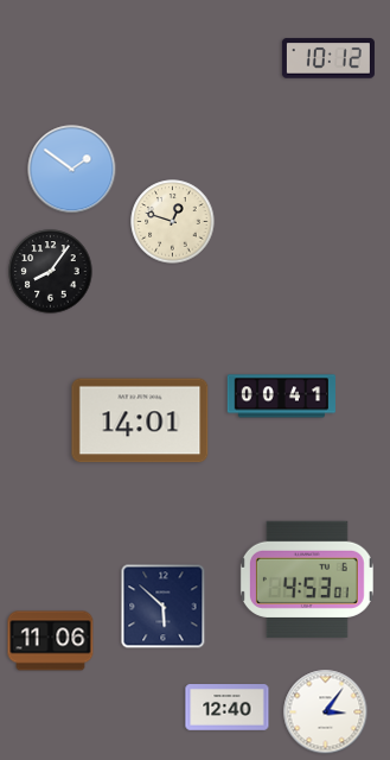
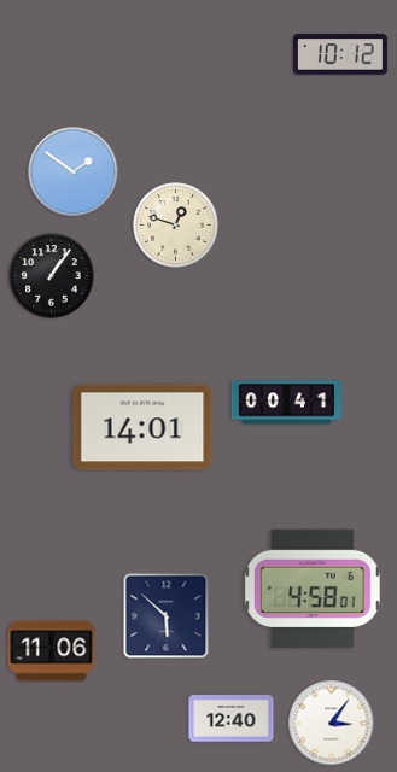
clock at (328, 58) position: (328, 58) -> (340, 54)
clock at (51, 272): 8:06 -> 1:06
clock at (307, 579): 4:53 -> 4:58
